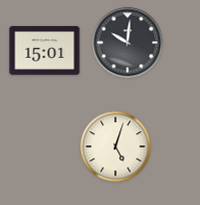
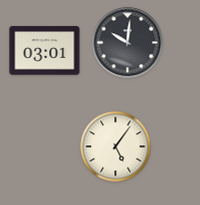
clock at (45, 51): 15:01 -> 03:01
clock at (116, 147): 5:03 -> 5:06
